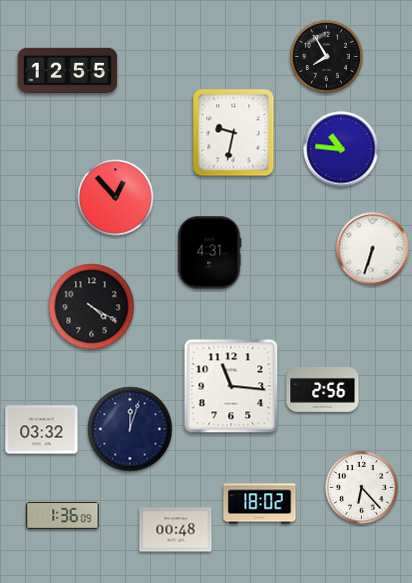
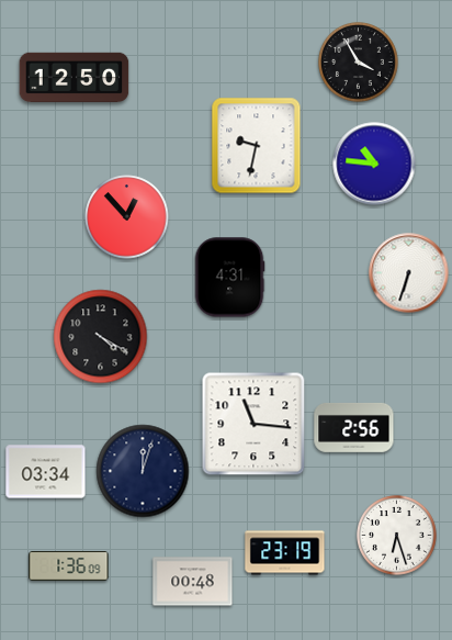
clock at (327, 57): 7:55 -> 3:55
clock at (68, 71): 12:55 -> 12:50
clock at (42, 430): 03:32 -> 03:34
clock at (362, 488): 6:23 -> 6:27
clock at (260, 504): 18:02 -> 23:19
